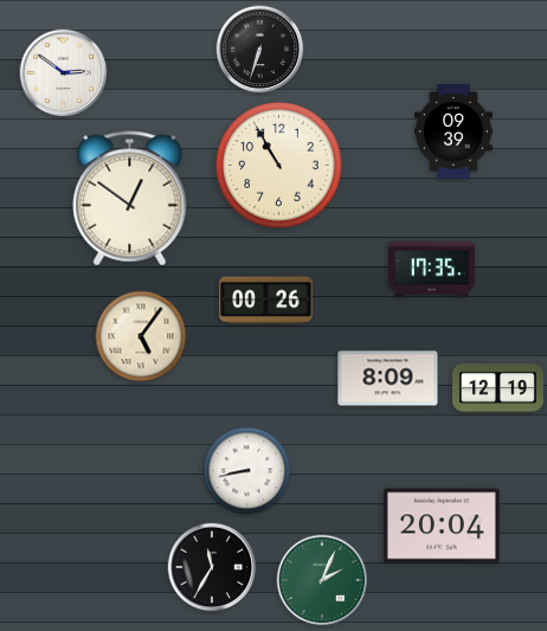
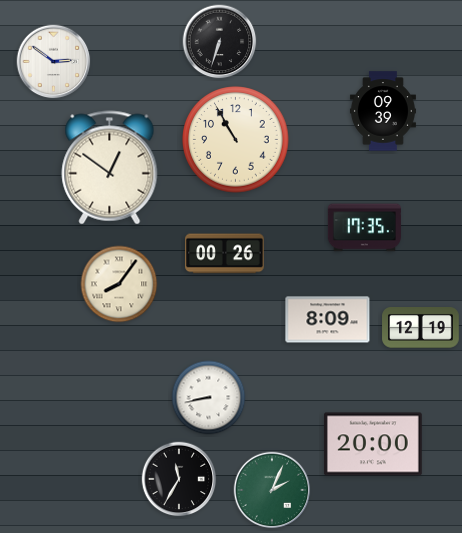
clock at (141, 336): 5:06 -> 8:06
clock at (442, 526): 20:04 -> 20:00
